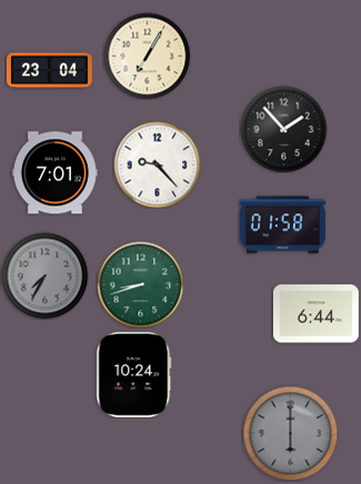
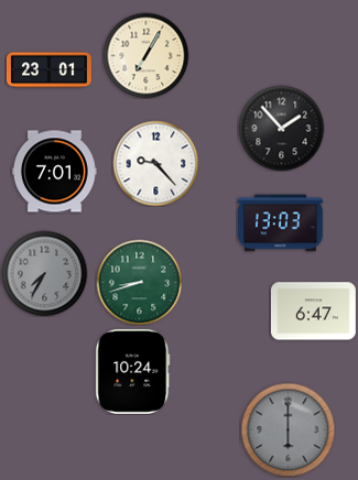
clock at (49, 71): 23:04 -> 23:01
clock at (282, 225): 01:58 -> 13:03
clock at (315, 314): 6:44 -> 6:47
